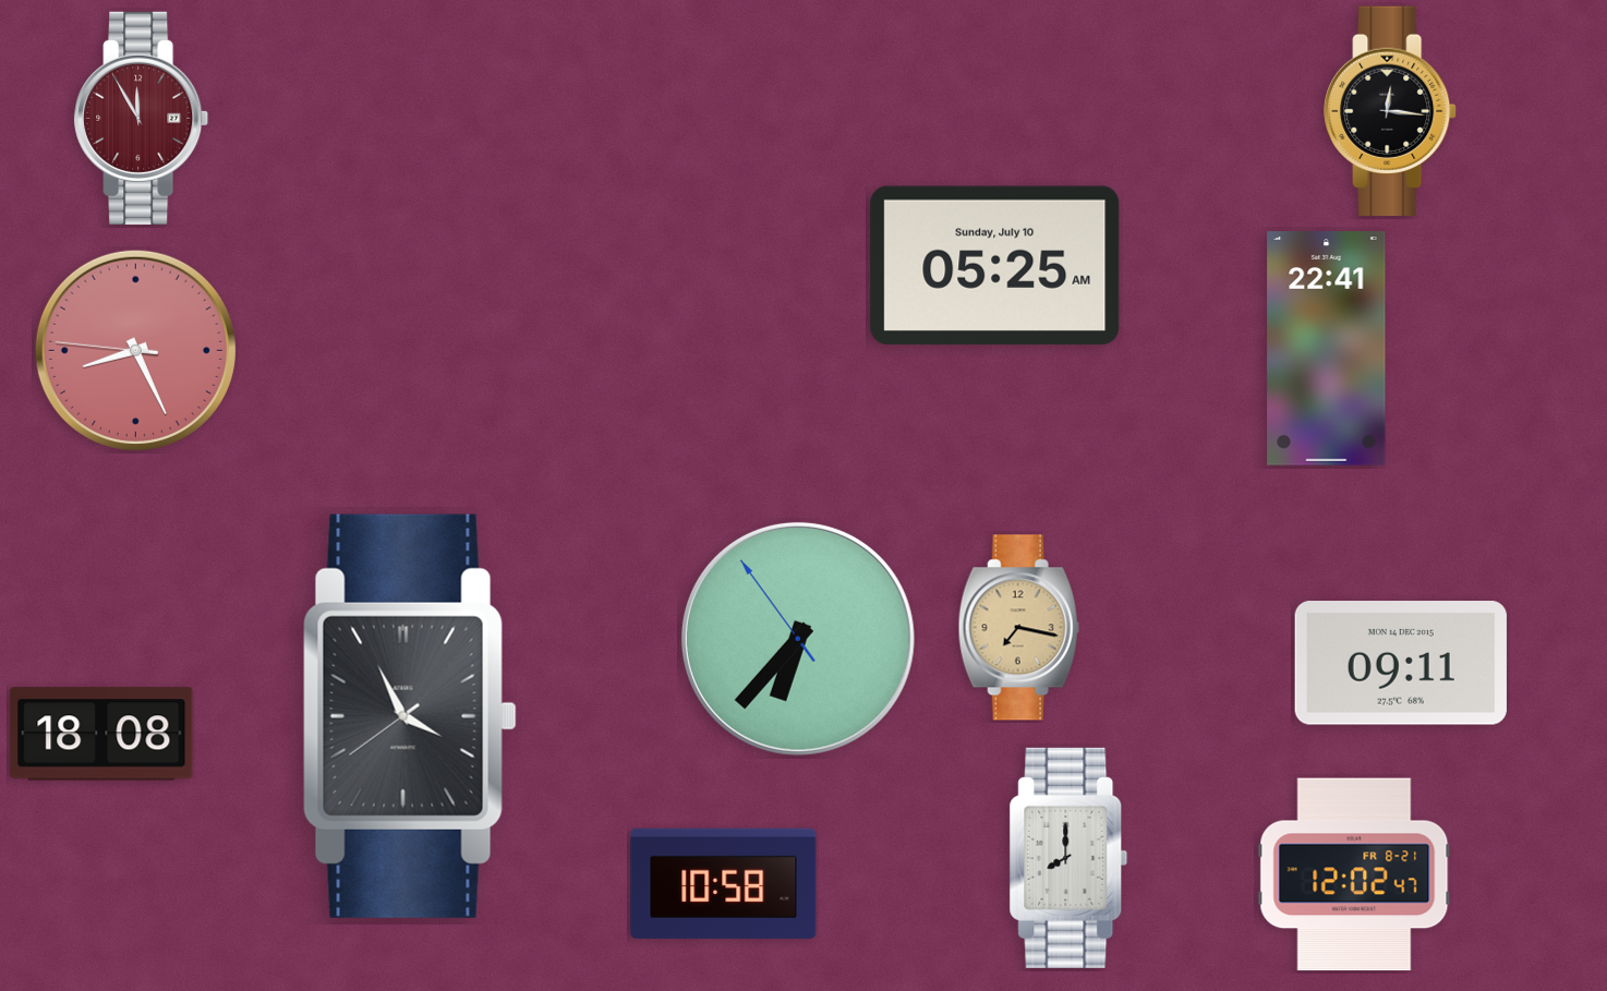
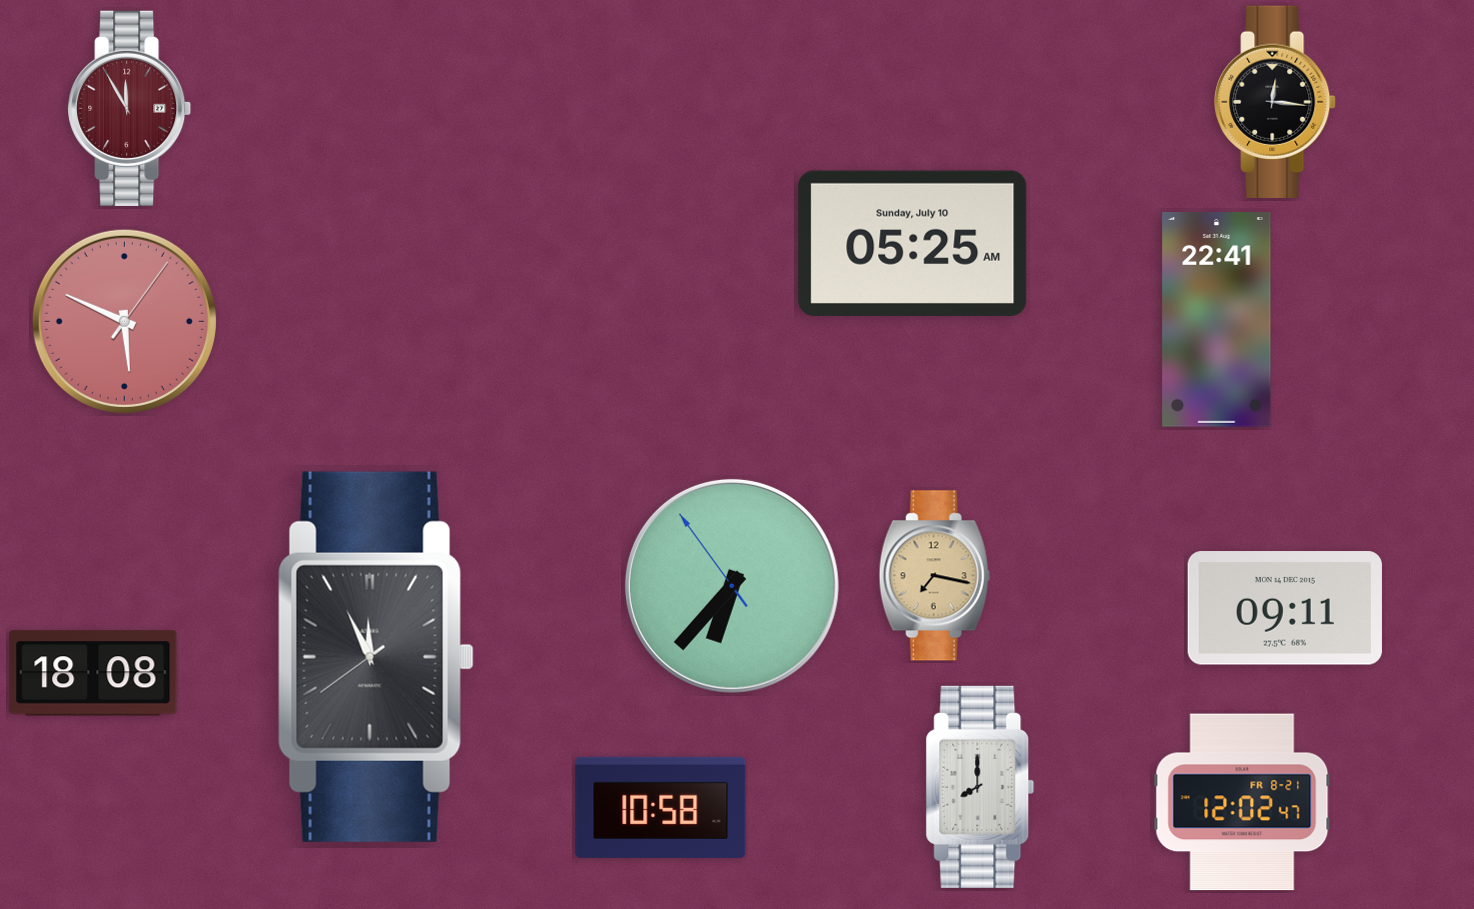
clock at (135, 350): 8:25 -> 5:49
clock at (410, 716): 3:55 -> 11:55
clock at (724, 883) position: (724, 883) -> (661, 807)
